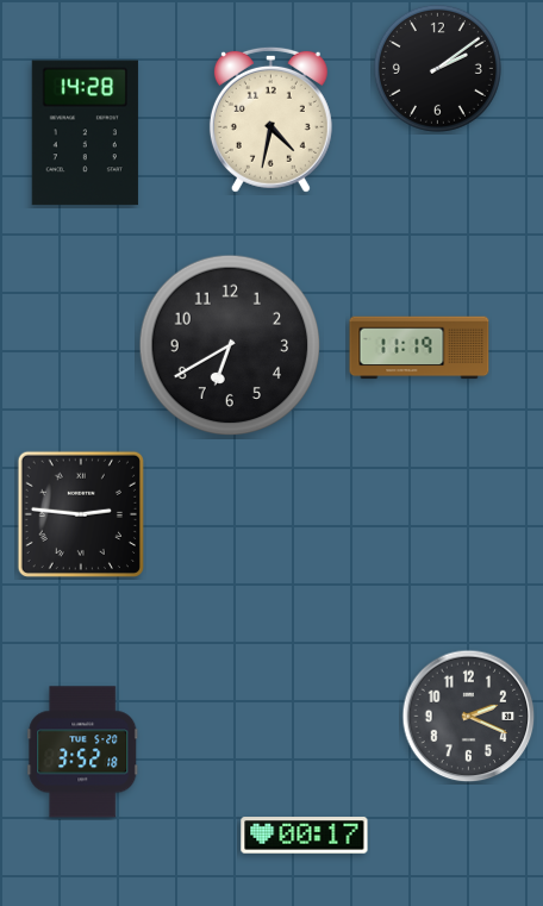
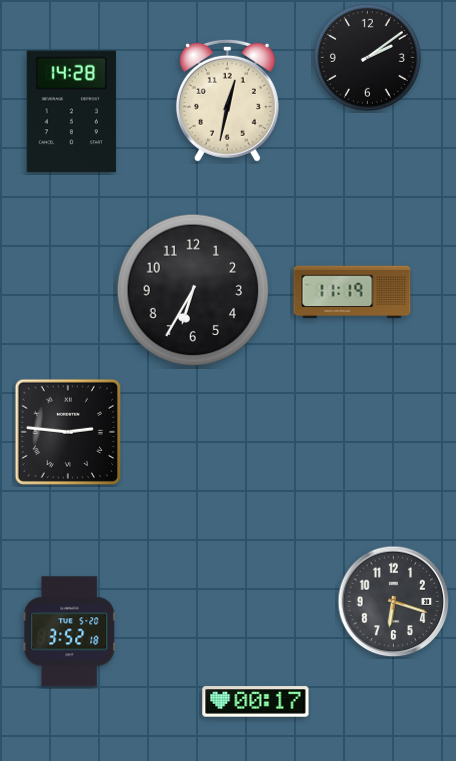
clock at (270, 119): 4:32 -> 12:32
clock at (230, 345): 6:40 -> 6:35
clock at (469, 717): 2:19 -> 6:18
